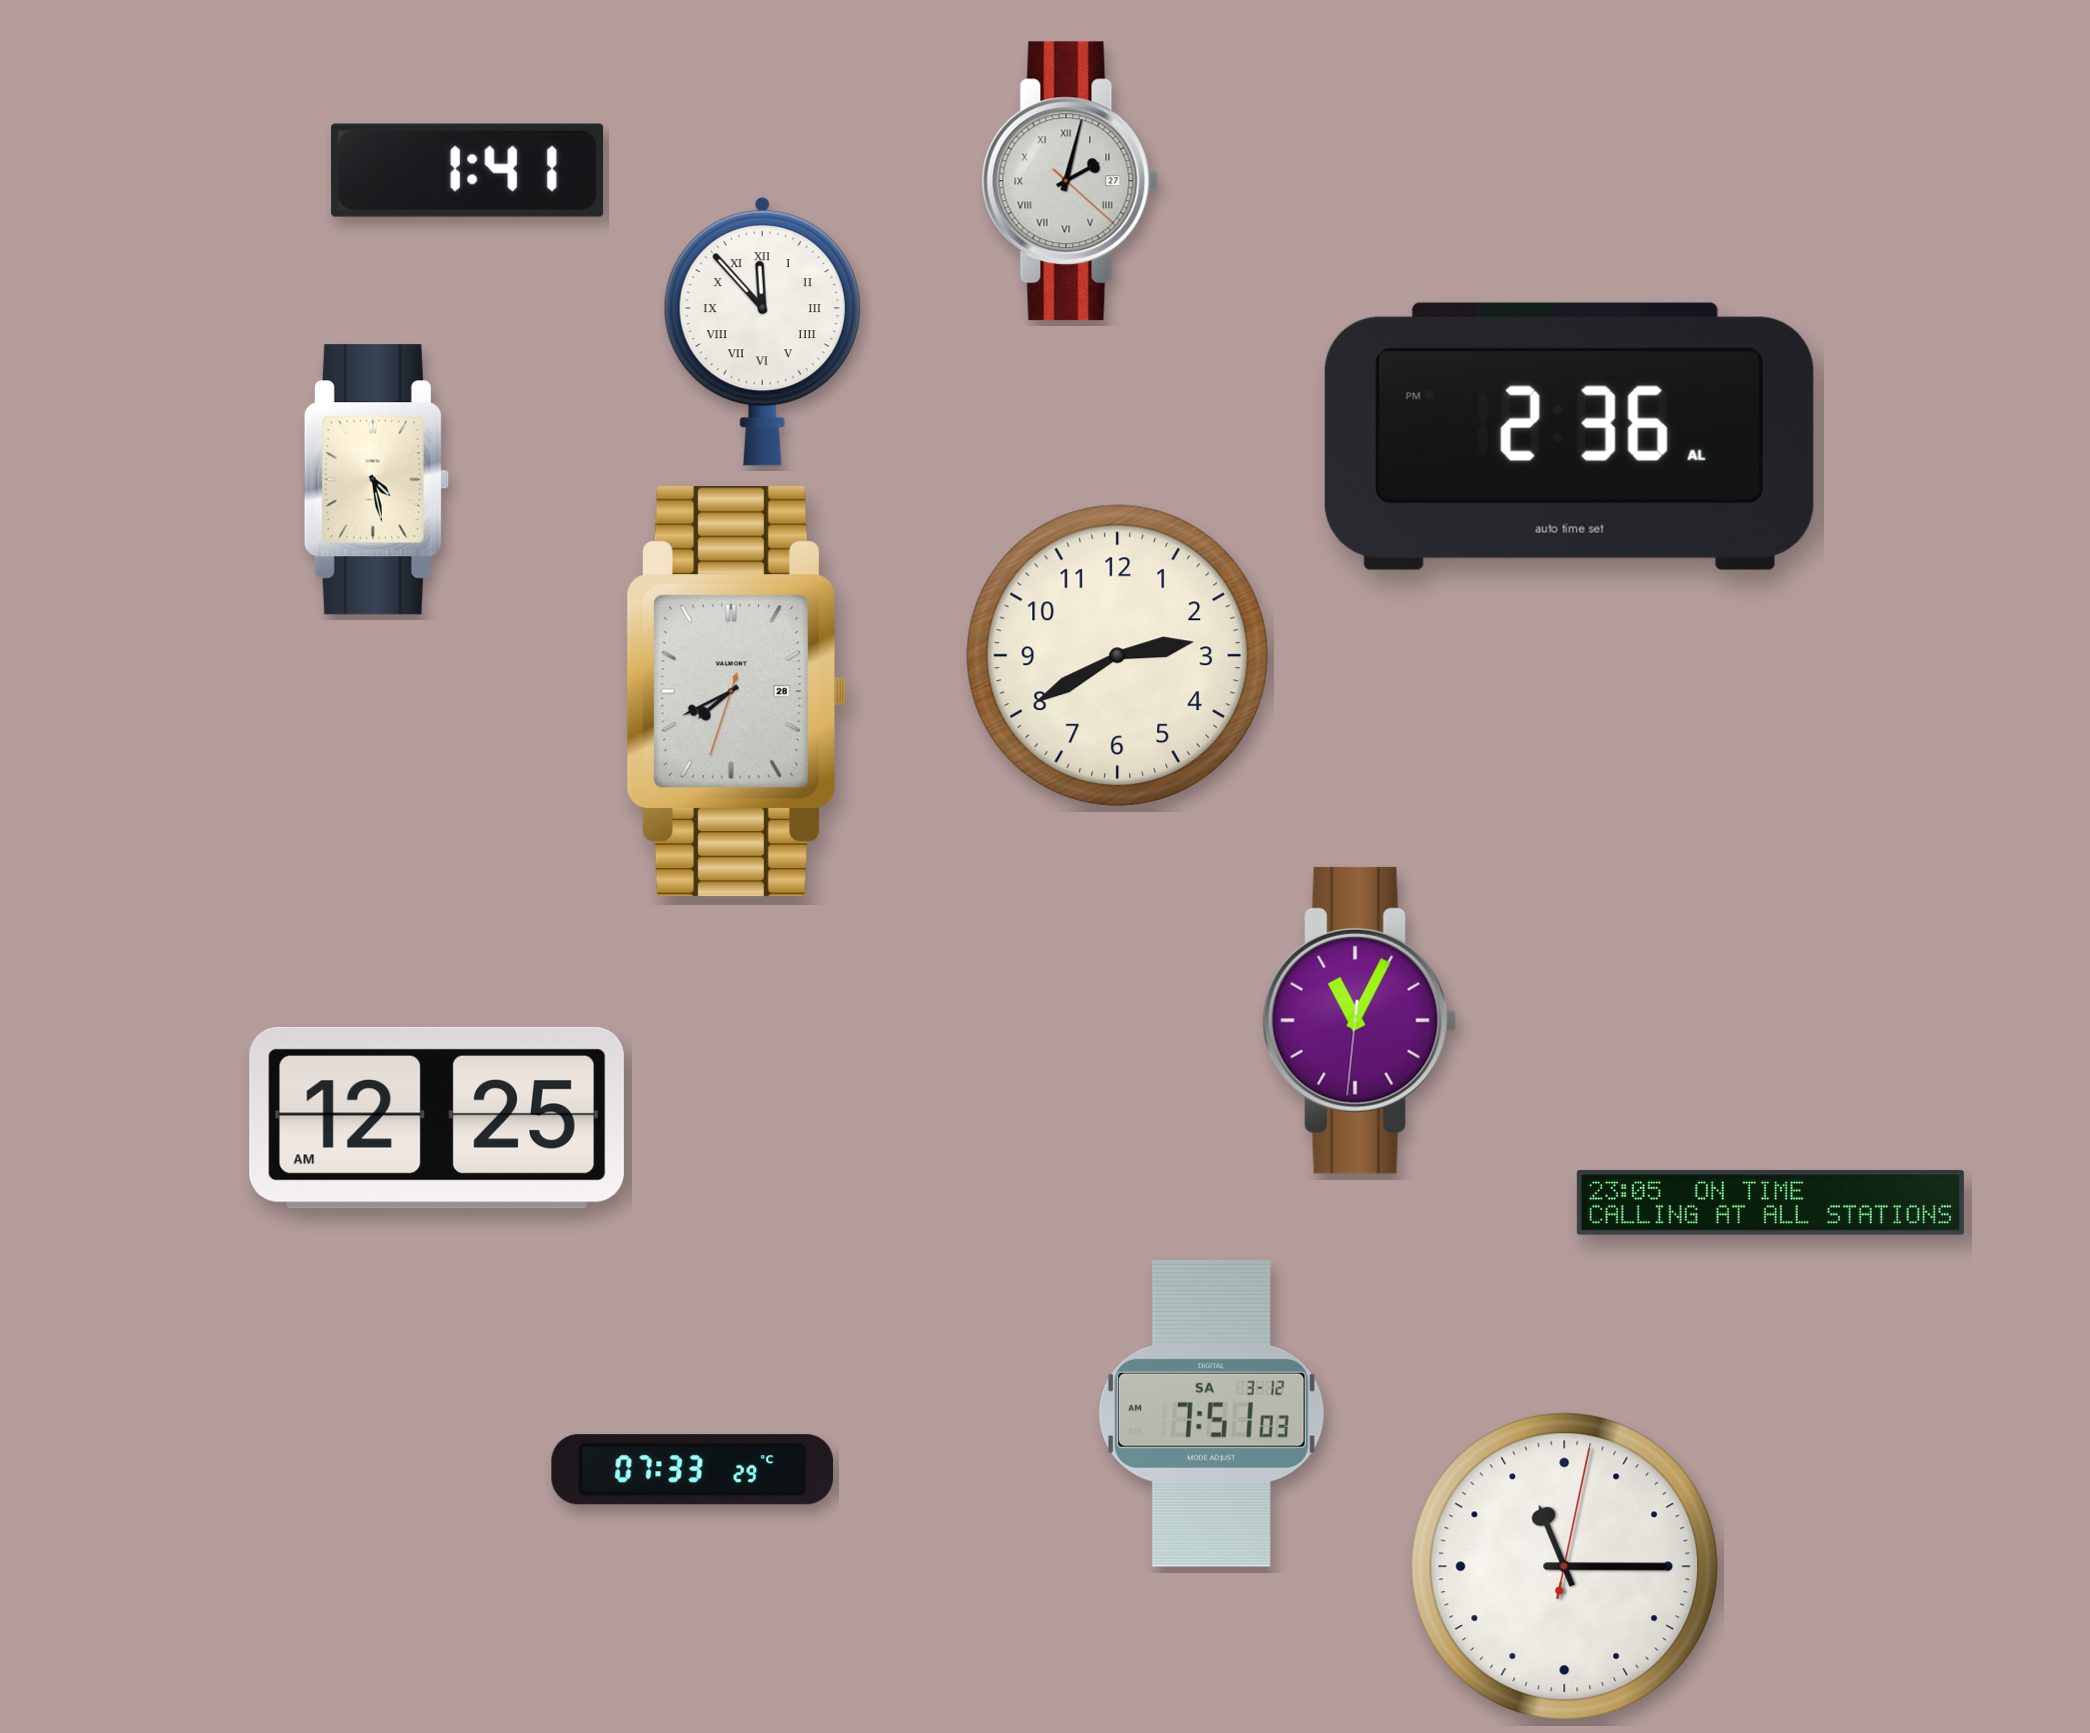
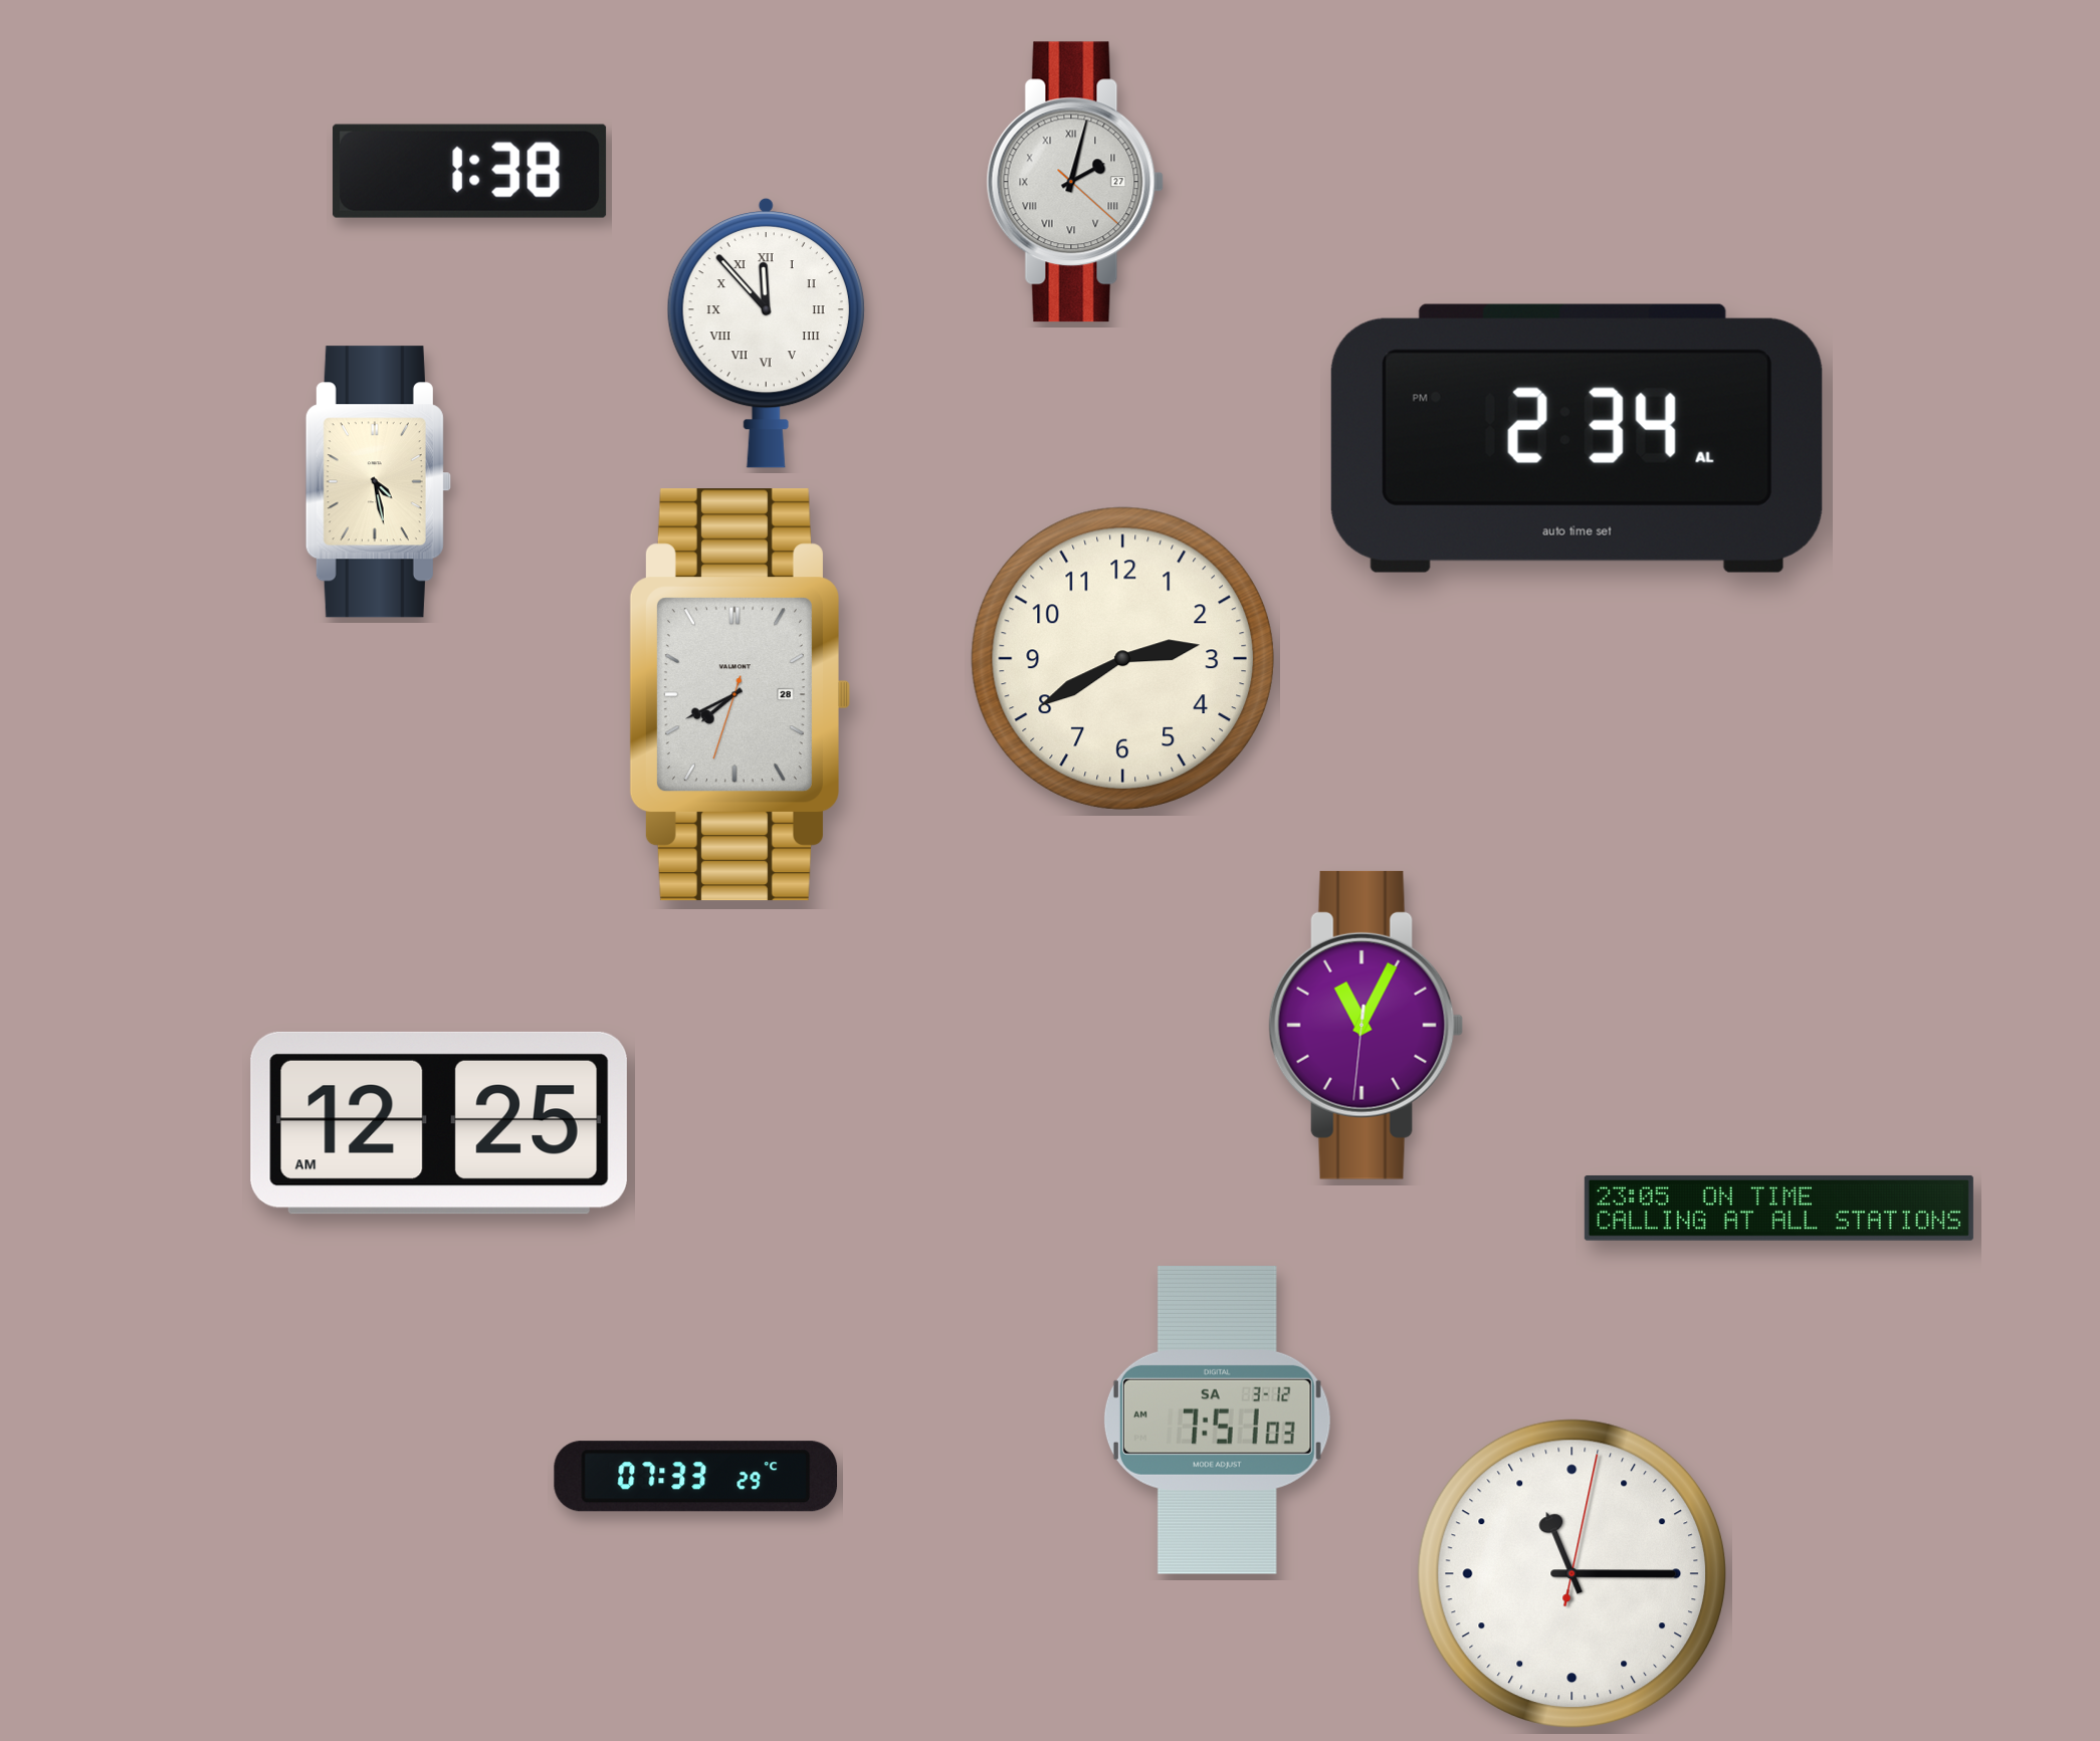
clock at (468, 170): 1:41 -> 1:38
clock at (1569, 436): 2:36 -> 2:34
